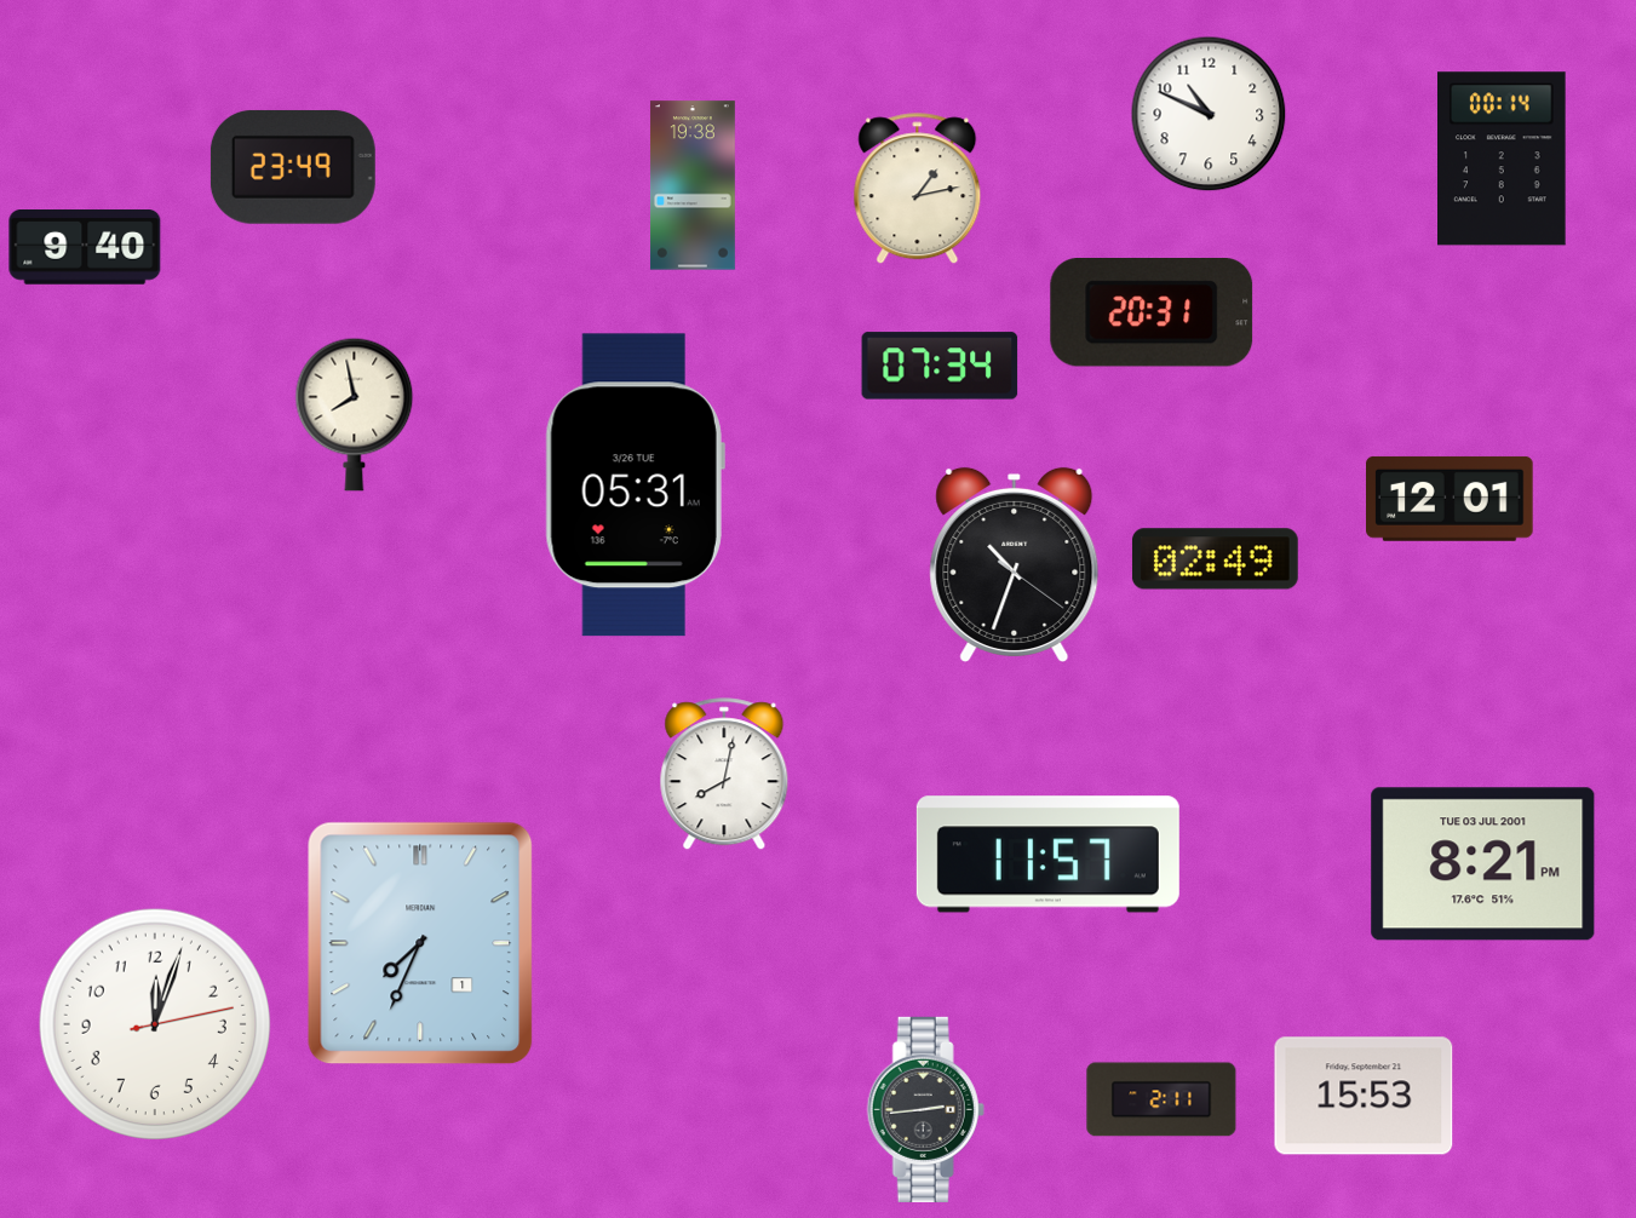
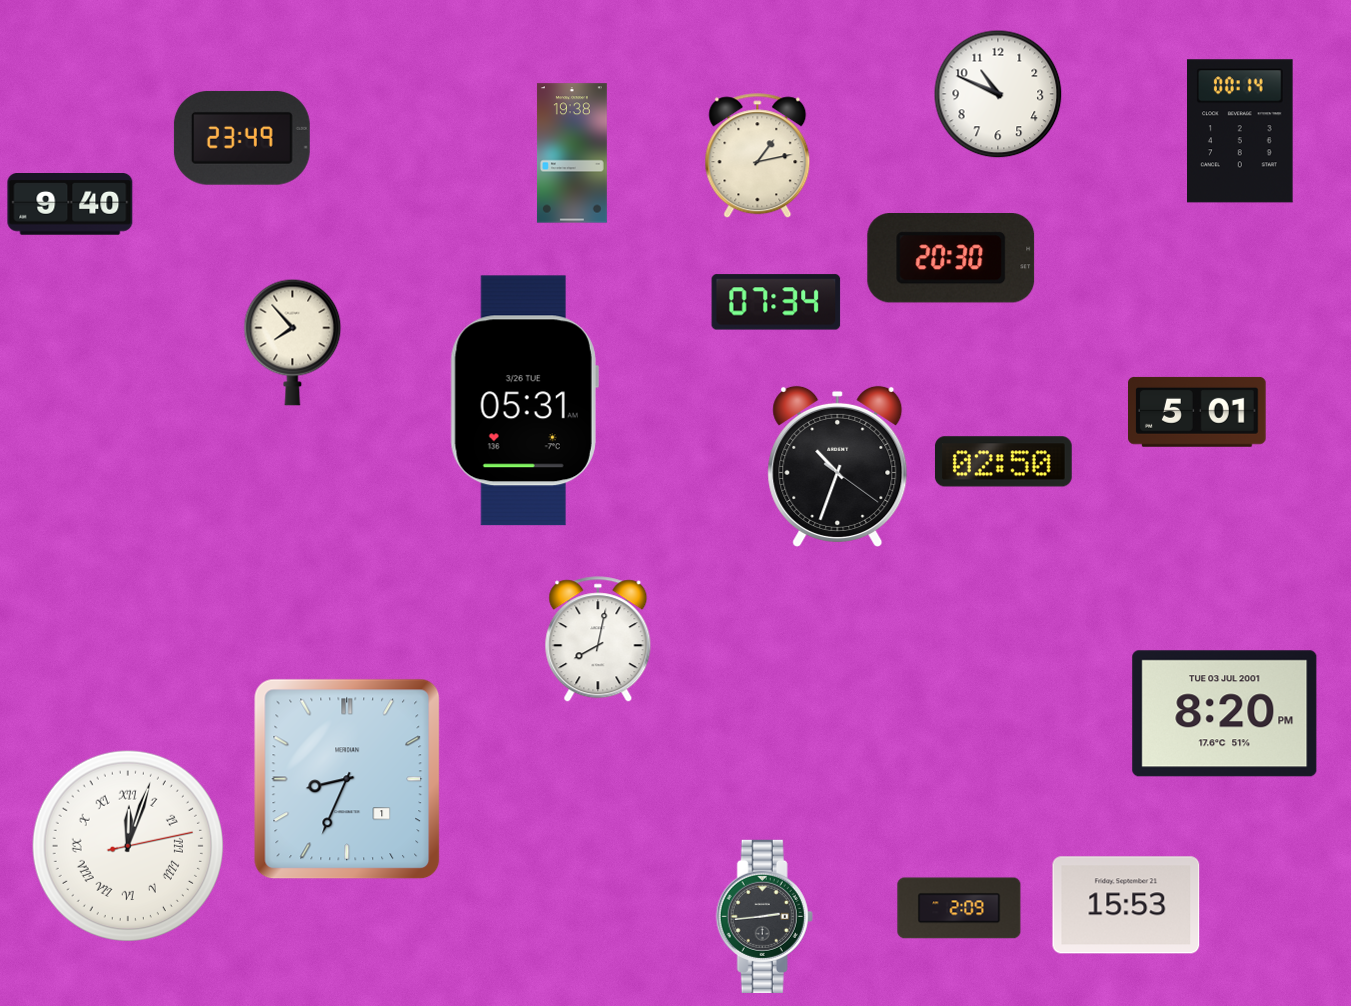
clock at (1152, 314): 20:31 -> 20:30
clock at (355, 414): 7:58 -> 7:53
clock at (1451, 499): 12:01 -> 5:01
clock at (1215, 559): 02:49 -> 02:50
clock at (1047, 855): 11:57 -> none
clock at (1483, 864): 8:21 -> 8:20
clock at (420, 943): 7:34 -> 8:34
clock at (154, 1023) numerals: Arabic -> Roman
clock at (1161, 1099): 2:11 -> 2:09
